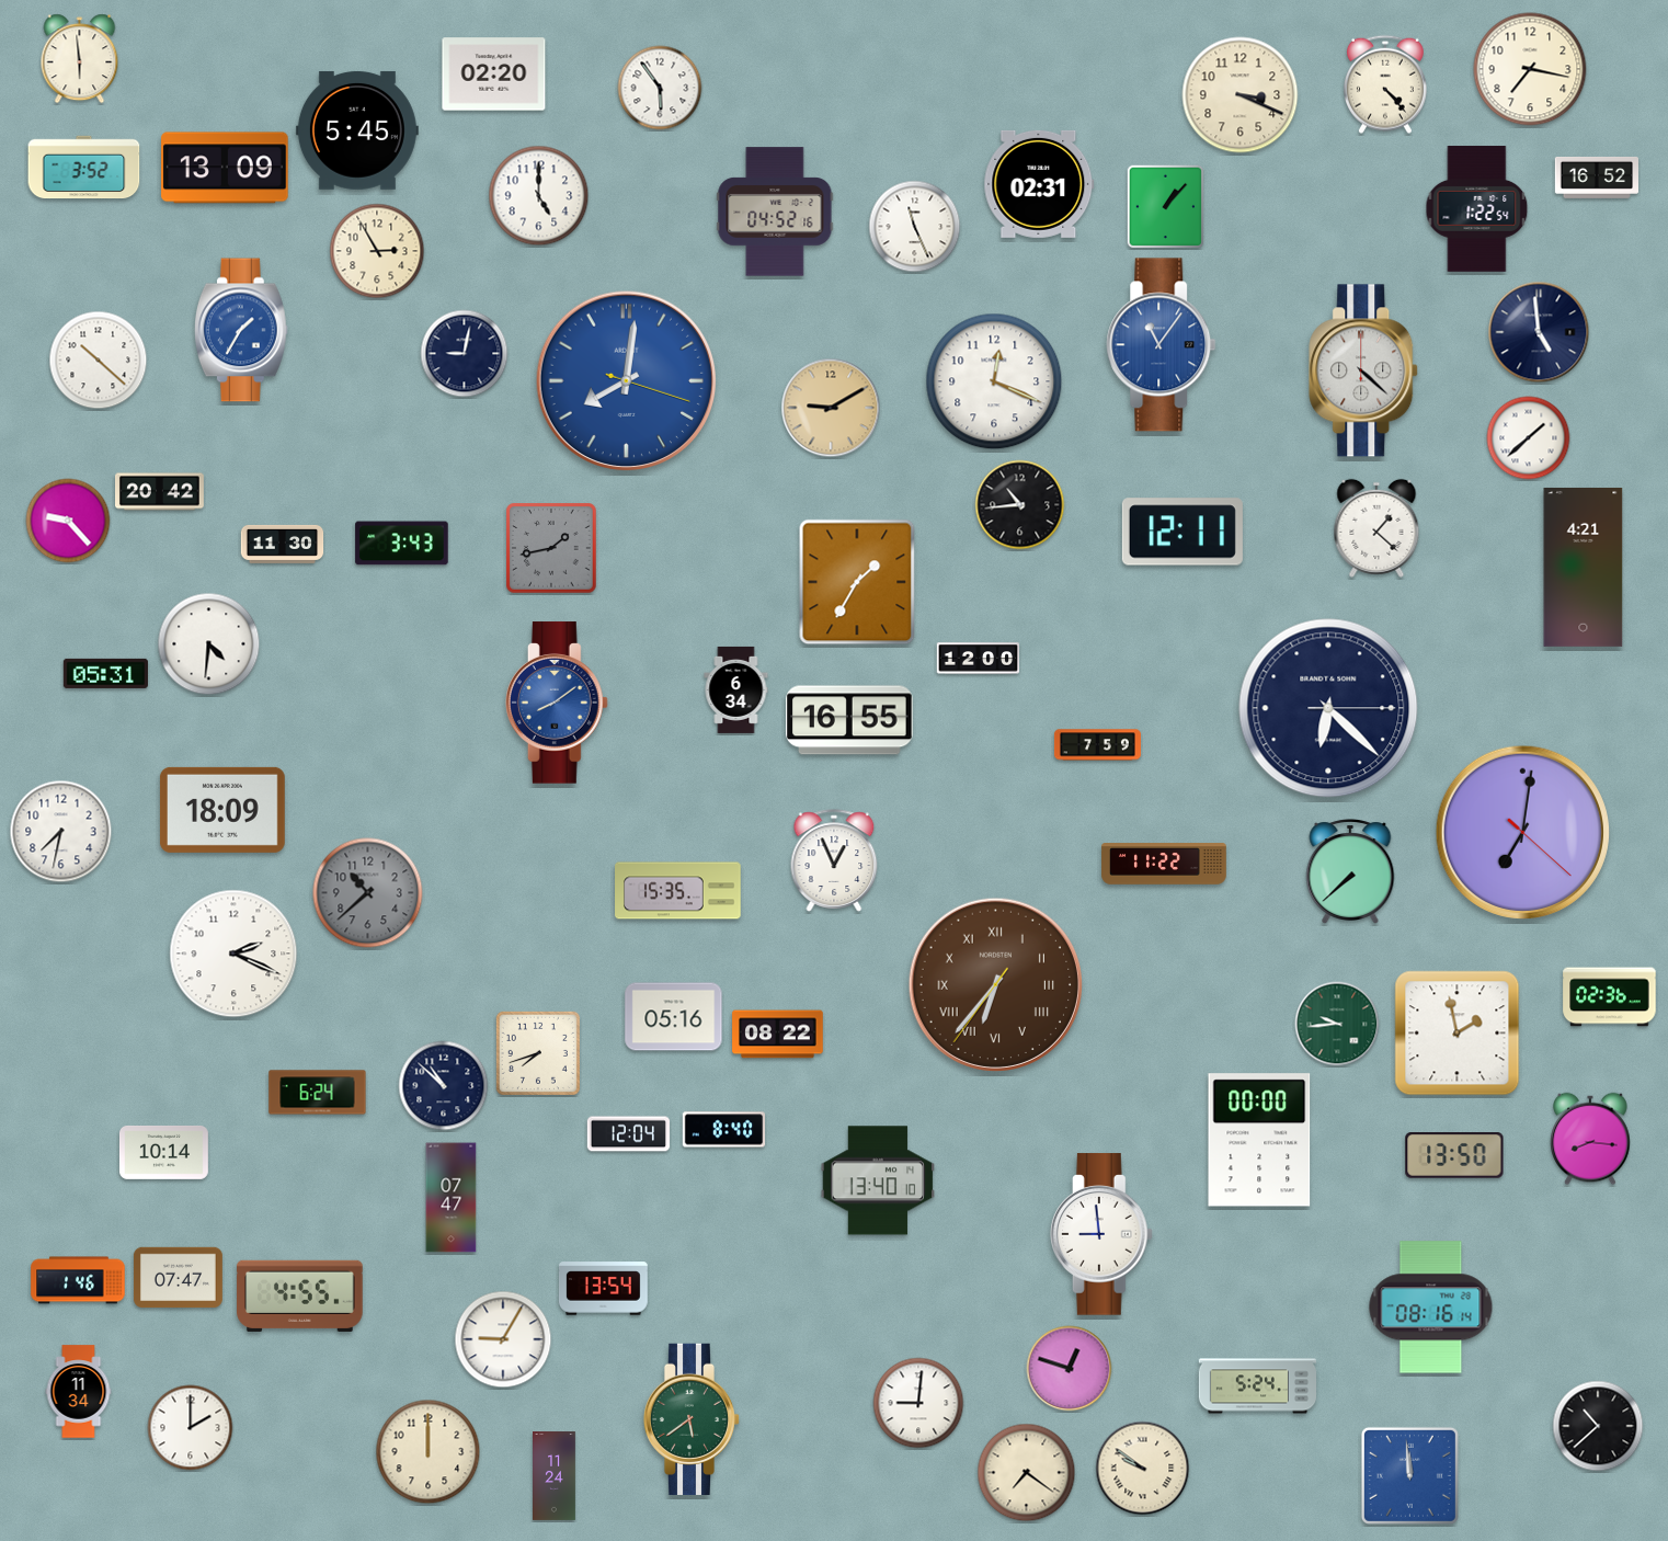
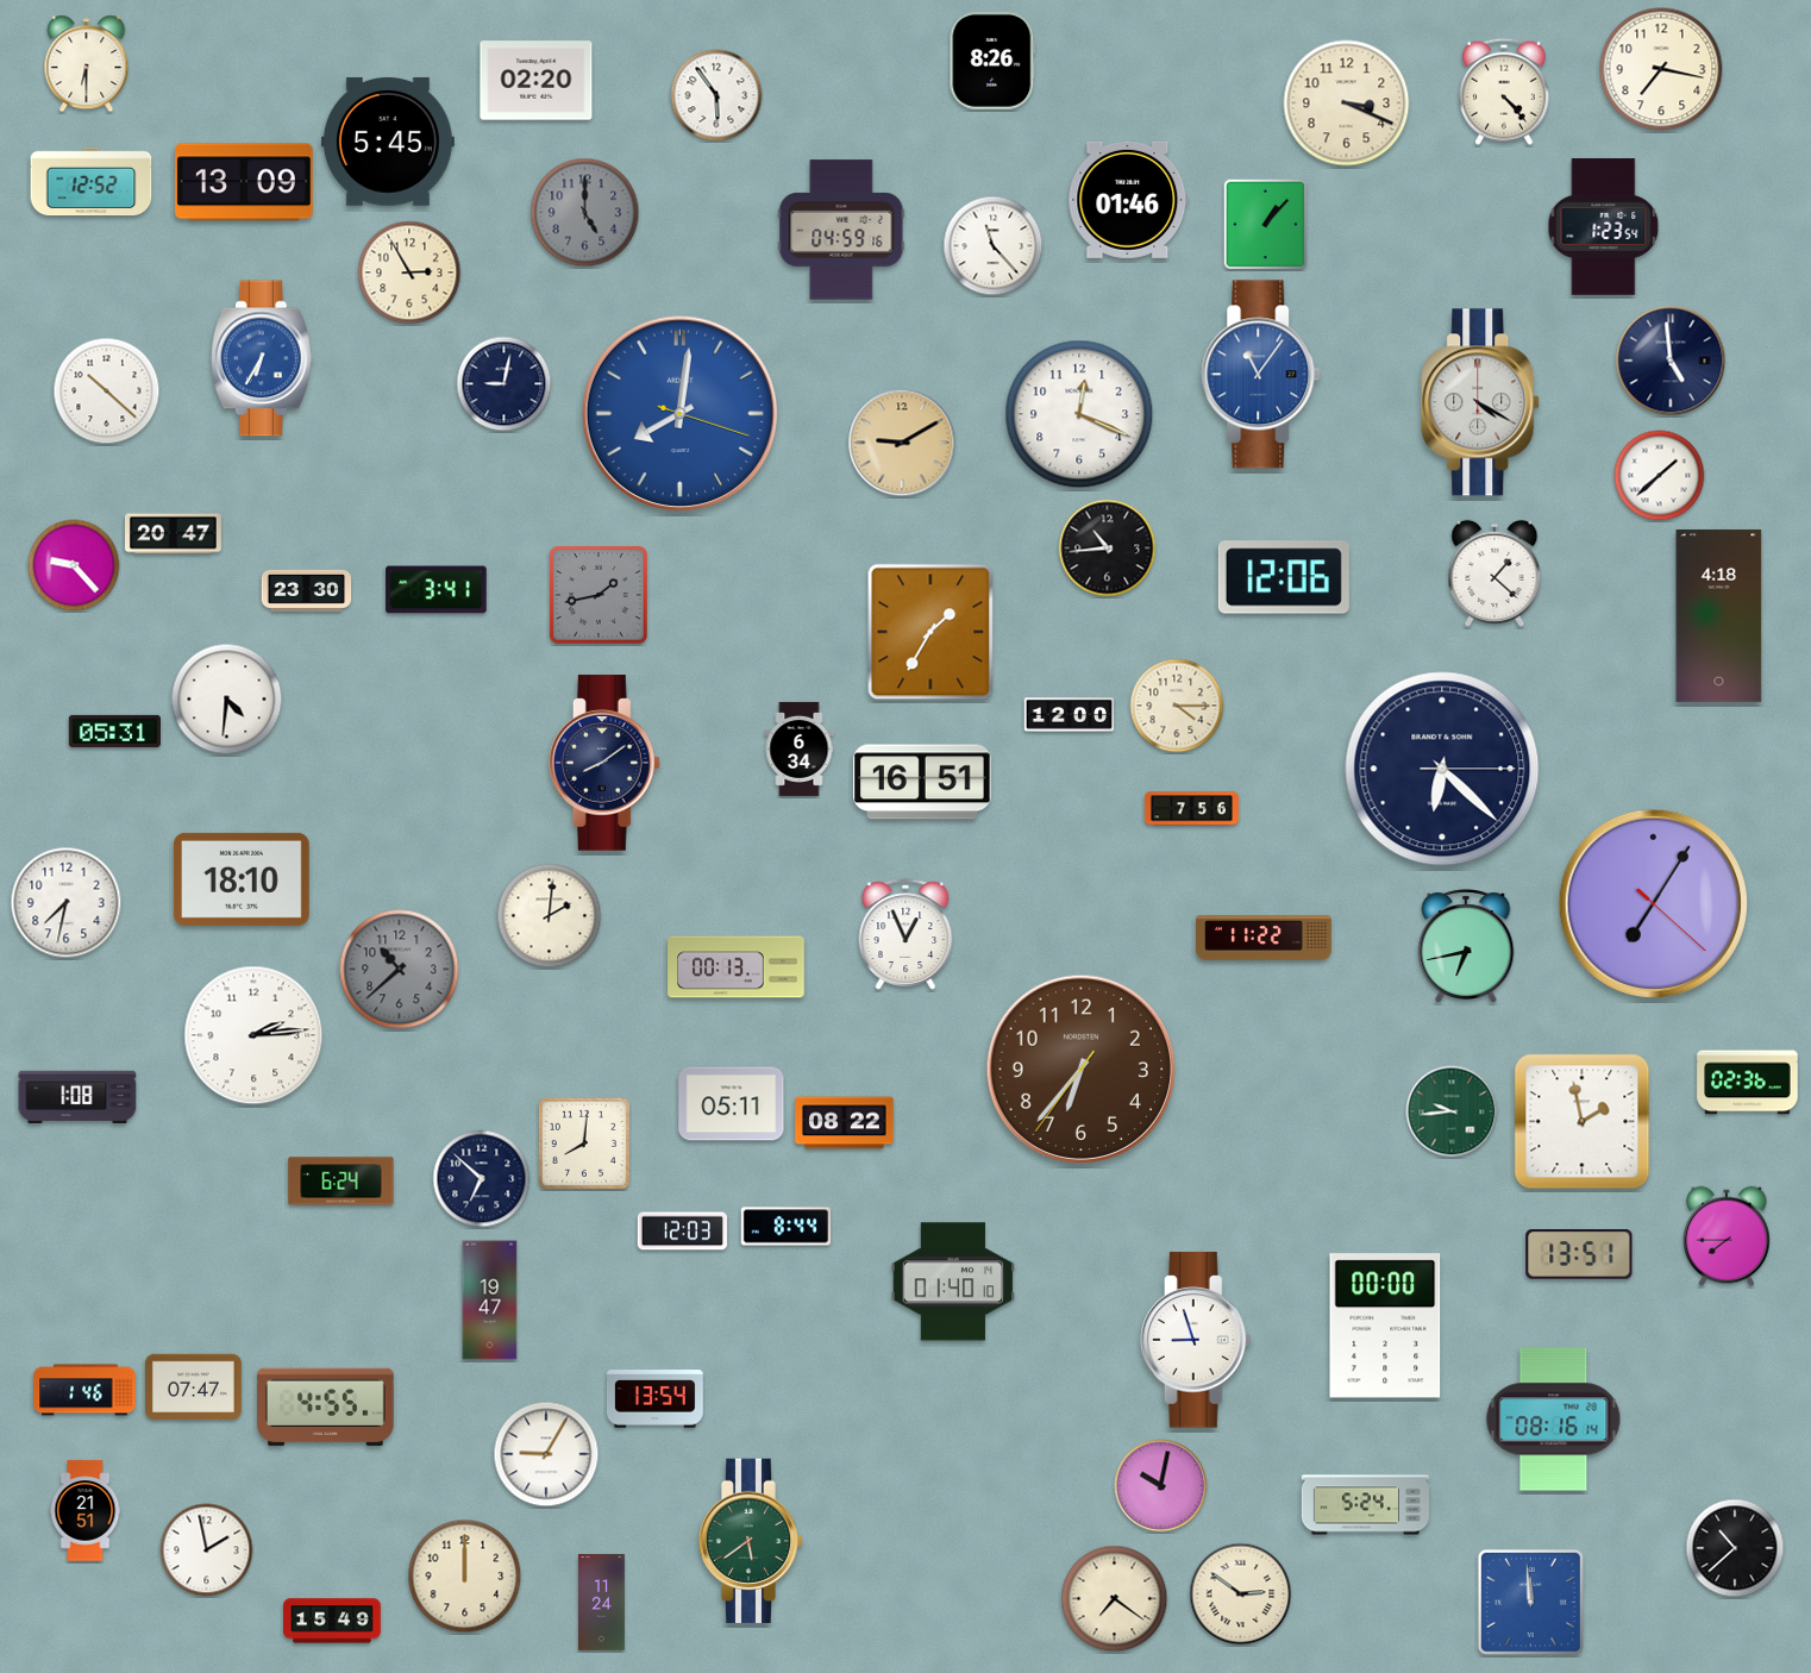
clock at (992, 61): none -> 8:26
clock at (80, 59): 5:59 -> 6:30
clock at (1530, 69) position: (1530, 69) -> (1661, 69)
clock at (84, 168): 3:52 -> 12:52
clock at (1596, 178): 16:52 -> none
clock at (1039, 184): 02:31 -> 01:46
clock at (539, 196) dial: white -> grey
clock at (1477, 209): 1:22 -> 1:23
clock at (775, 212): 04:52 -> 04:59
clock at (915, 227): 11:26 -> 11:23
clock at (241, 330): 1:35 -> 6:35
clock at (1364, 370): 4:22 -> 4:20
clock at (160, 492): 20:42 -> 20:47
clock at (1183, 532): 12:11 -> 12:06
clock at (283, 544): 11:30 -> 23:30
clock at (402, 544): 3:43 -> 3:41
clock at (1584, 568): 4:21 -> 4:18
clock at (1177, 706): none -> 4:15
clock at (979, 659) position: (979, 659) -> (1070, 715)
clock at (557, 703) dial: blue -> navy
clock at (849, 720): 16:55 -> 16:51
clock at (1097, 745): 7:59 -> 7:56
clock at (222, 810): 18:09 -> 18:10
clock at (1522, 832): 7:01 -> 7:05
clock at (550, 916): none -> 2:01
clock at (1350, 871): 7:38 -> 6:43
clock at (678, 891): 15:35 -> 00:13
clock at (233, 954): 2:19 -> 2:14
clock at (995, 984) numerals: Roman -> Arabic
clock at (77, 1096): none -> 1:08
clock at (674, 1017): 05:16 -> 05:11
clock at (538, 1053): 7:42 -> 8:01
clock at (444, 1086): 10:52 -> 6:52
clock at (318, 1093) position: (318, 1093) -> (341, 1182)
clock at (724, 1130): 8:40 -> 8:44
clock at (629, 1134): 12:04 -> 12:03
clock at (1590, 1139): 8:16 -> 7:45
clock at (1259, 1140) position: (1259, 1140) -> (1385, 1326)
clock at (163, 1152): 10:14 -> none
clock at (1454, 1156): 13:50 -> 13:51
clock at (878, 1180): 13:40 -> 01:40
clock at (452, 1198): 07:47 -> 19:47
clock at (1101, 1234): 8:59 -> 8:57
clock at (1070, 1369): 12:48 -> 10:02
clock at (79, 1392): 11:34 -> 21:51
clock at (918, 1403): 9:01 -> none
clock at (191, 1428): 2:00 -> 1:58
clock at (1143, 1469): 9:51 -> 2:51
clock at (332, 1621): none -> 15:49
